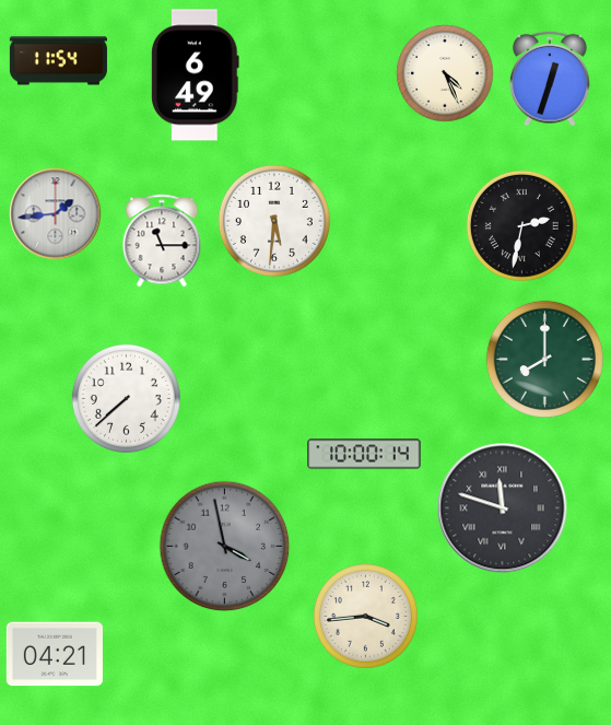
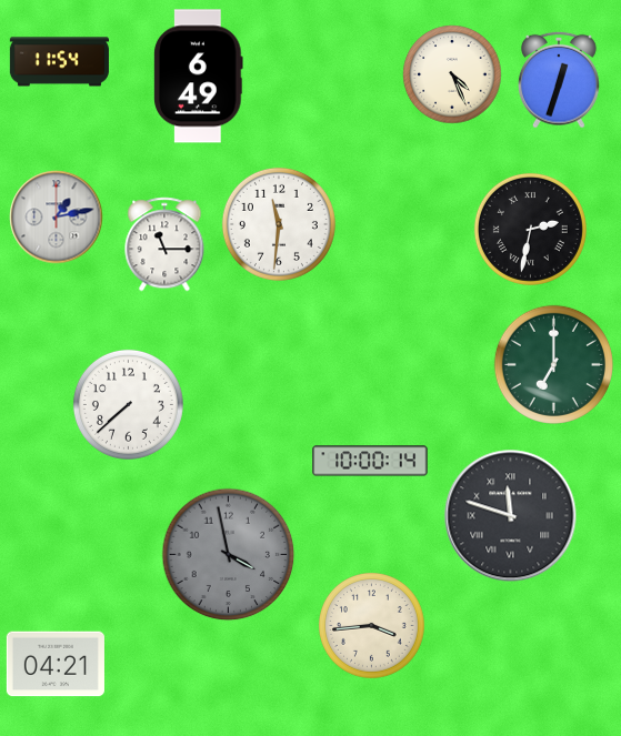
clock at (55, 213): 1:44 -> 1:13
clock at (274, 221): 5:31 -> 11:31
clock at (544, 359): 8:00 -> 7:00
